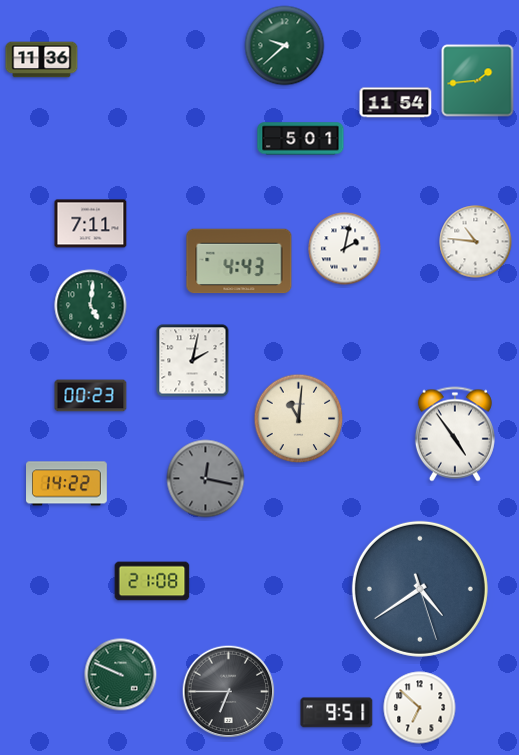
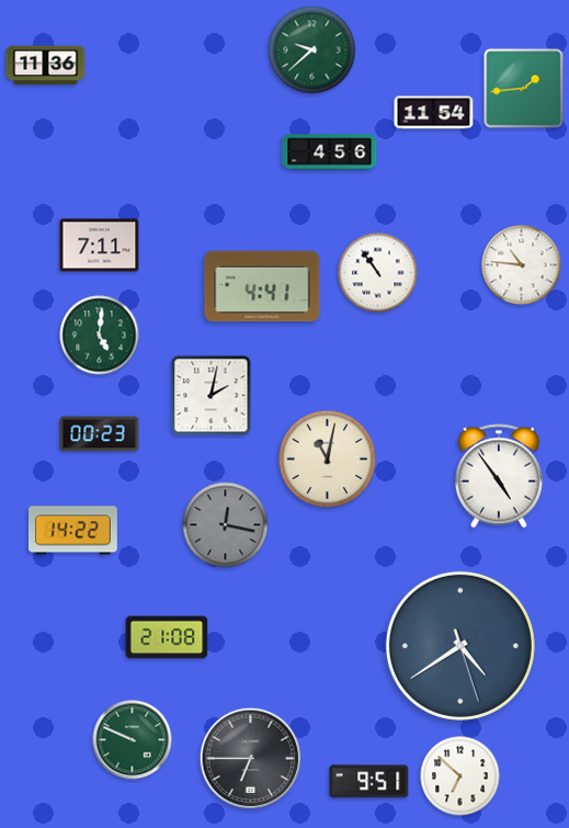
clock at (301, 139): 5:01 -> 4:56
clock at (345, 249): 2:02 -> 10:54
clock at (239, 261): 4:43 -> 4:41
clock at (299, 419): 11:01 -> 11:02
